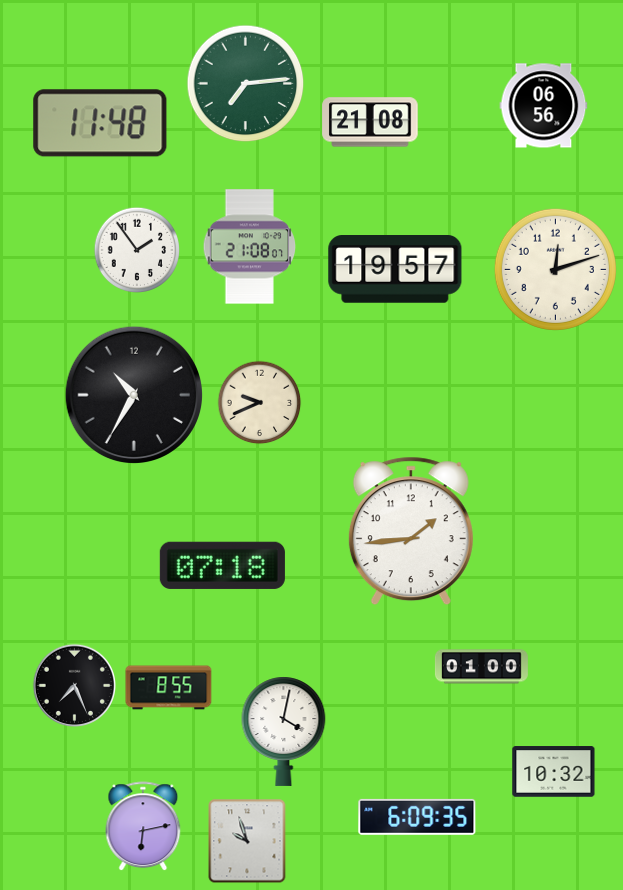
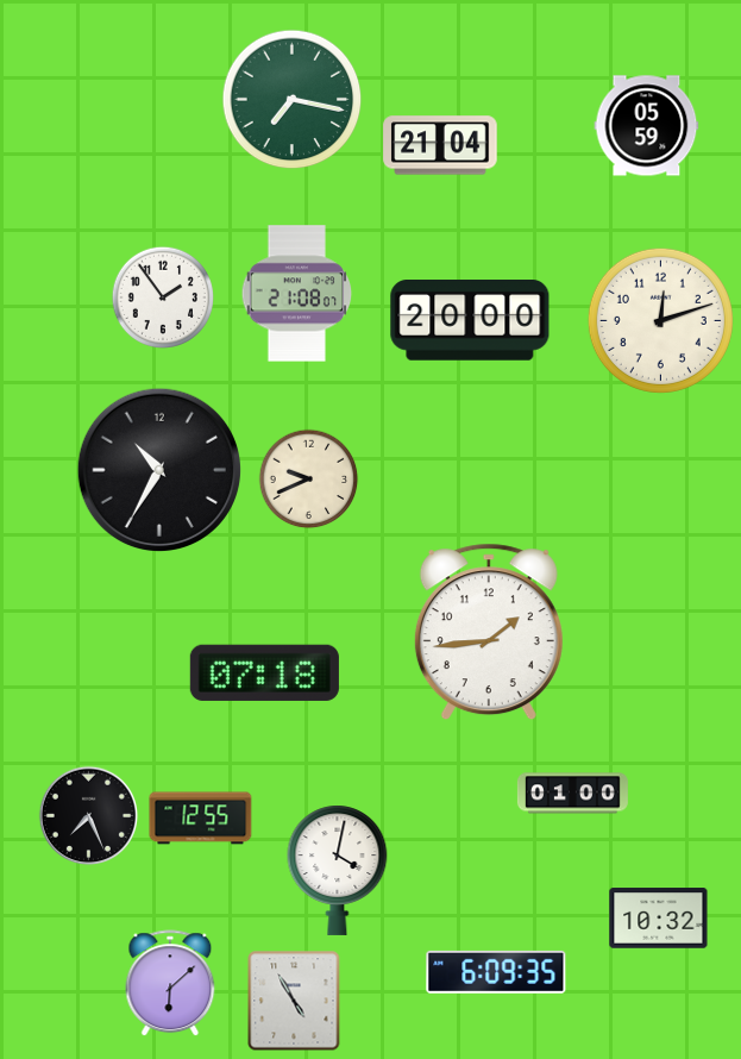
clock at (246, 84): 7:14 -> 7:17
clock at (544, 106): 06:56 -> 05:59
clock at (370, 122): 21:08 -> 21:04
clock at (100, 123): 11:48 -> none
clock at (395, 269): 19:57 -> 20:00
clock at (169, 688): 8:55 -> 12:55
clock at (143, 827): 6:13 -> 6:08
clock at (247, 841): 9:57 -> 4:55
